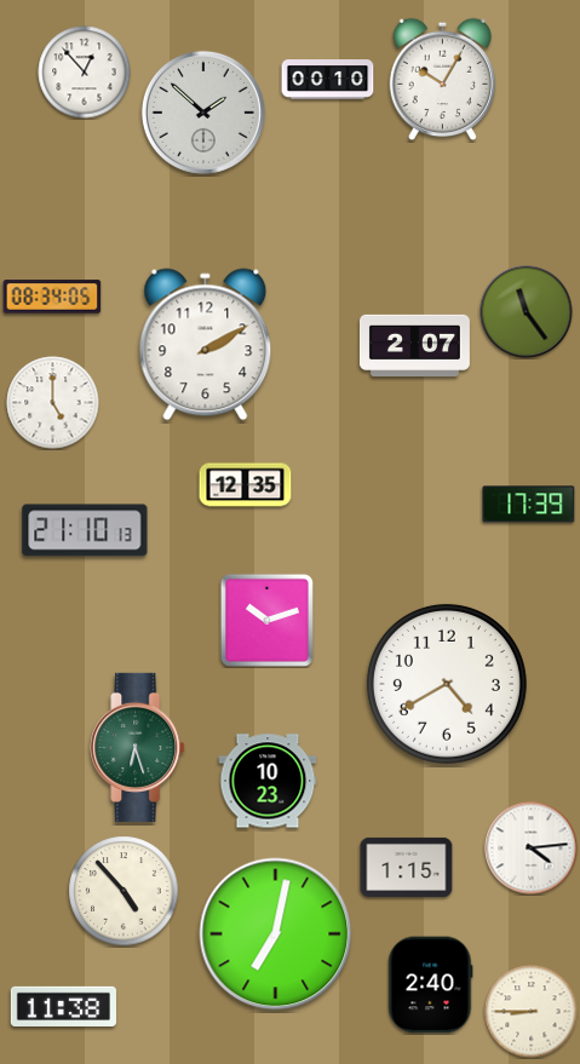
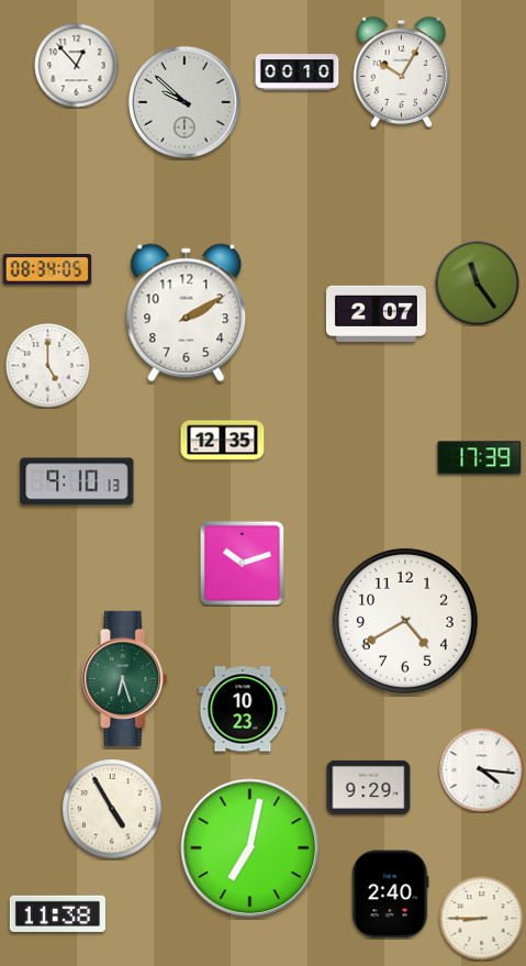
clock at (203, 113): 1:52 -> 9:52
clock at (85, 530): 21:10 -> 9:10
clock at (532, 849): 4:14 -> 4:16
clock at (407, 867): 1:15 -> 9:29
clock at (124, 891): 4:53 -> 4:55
